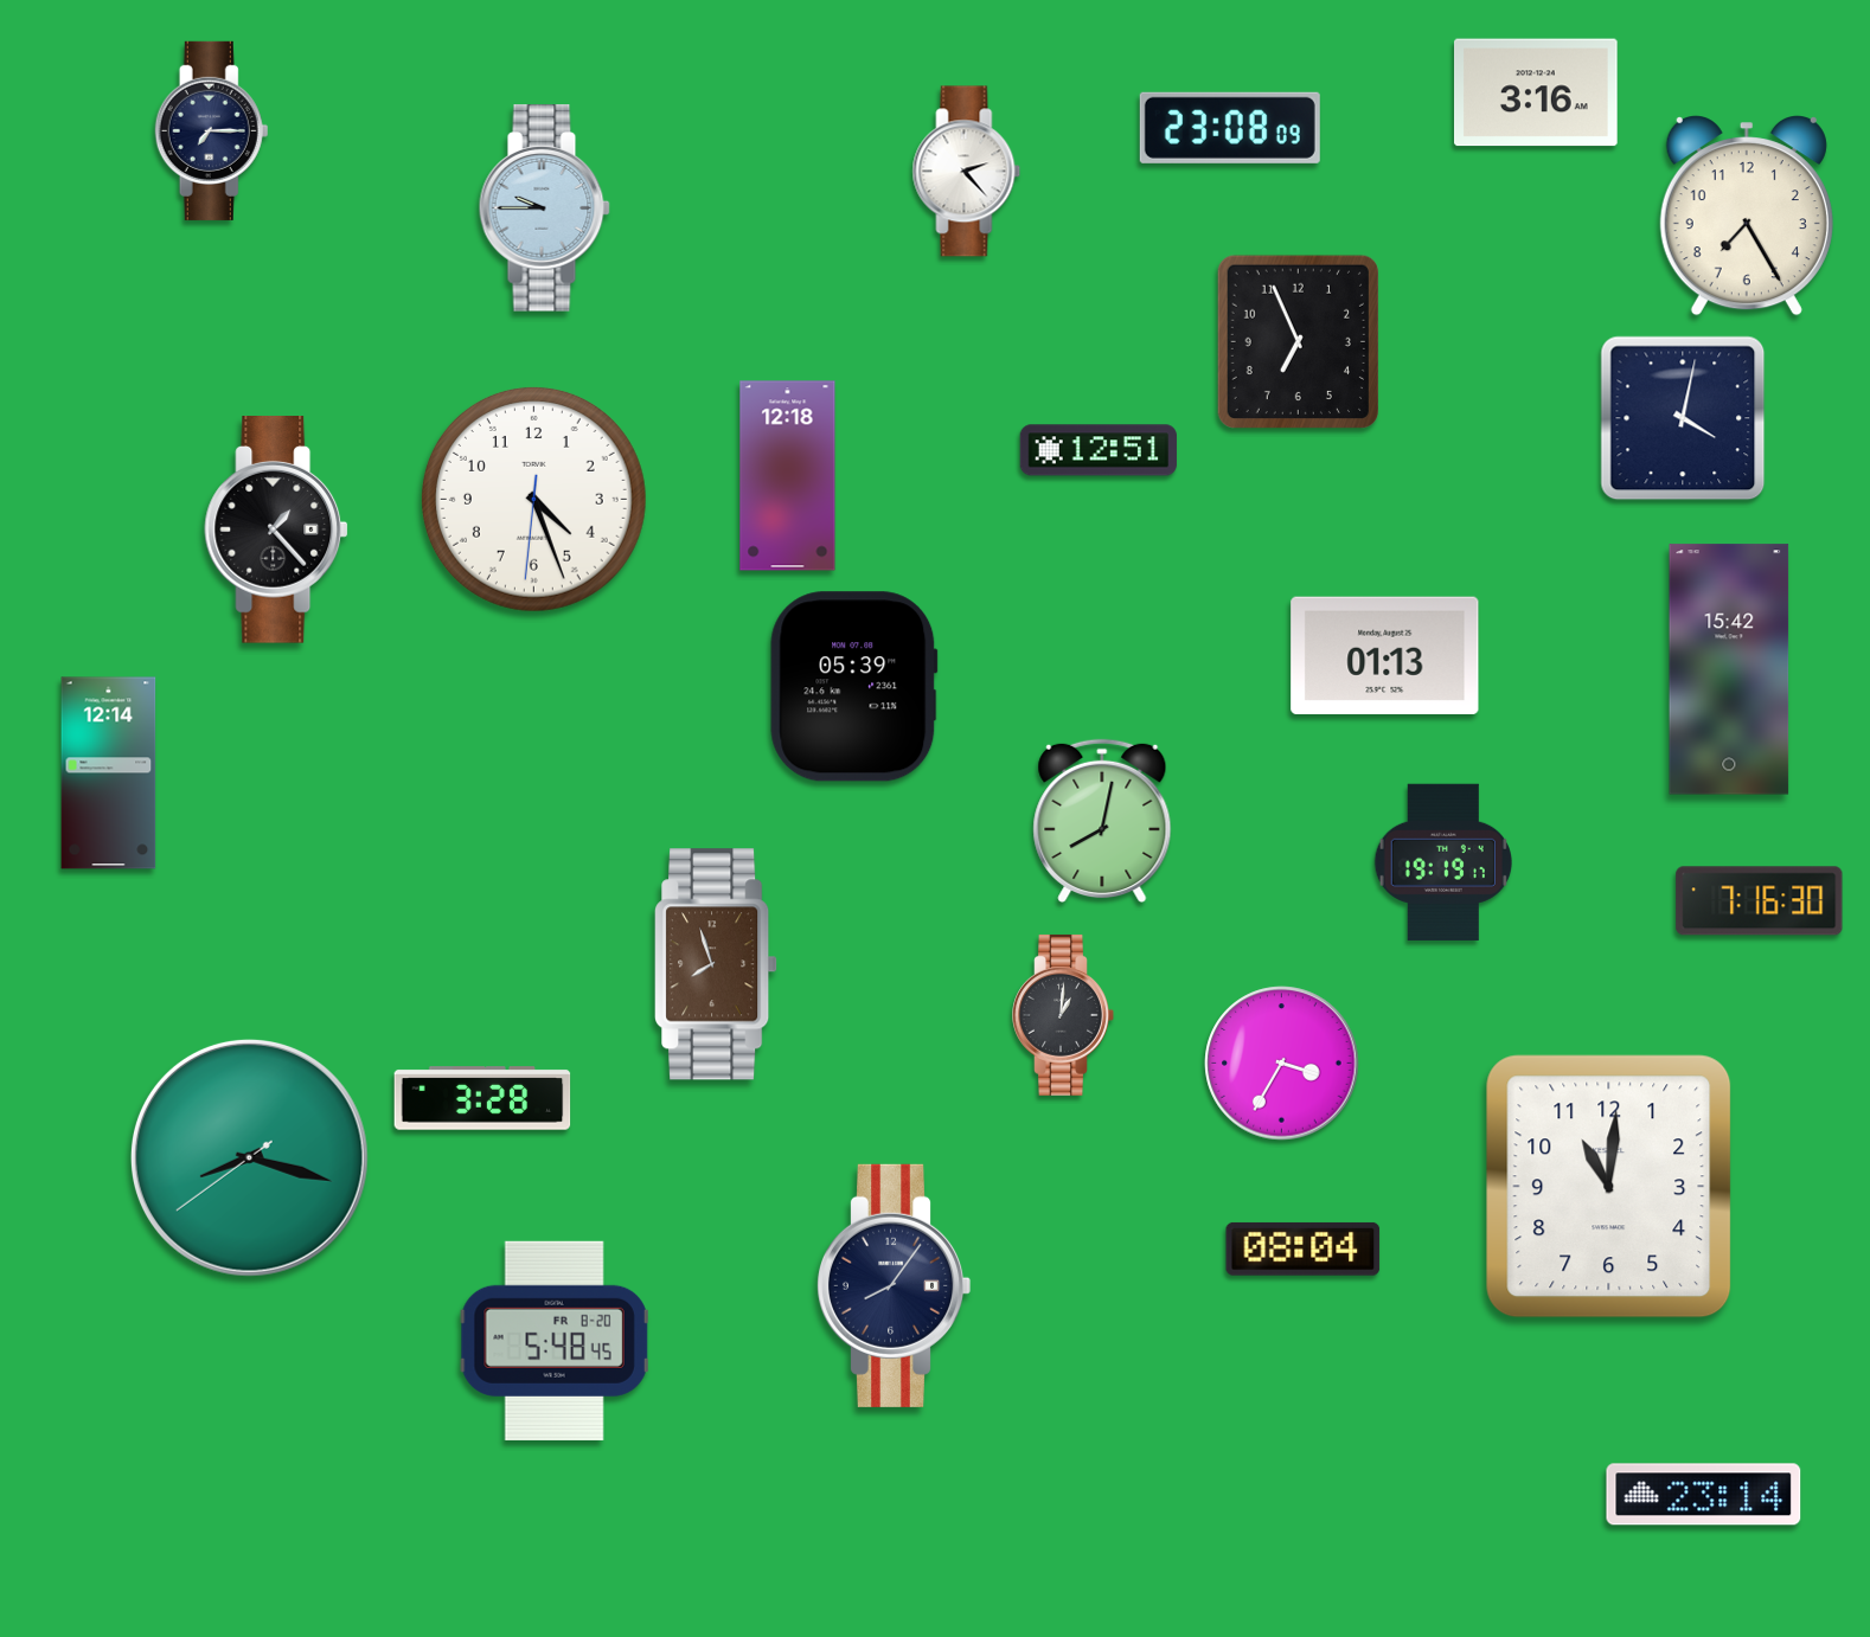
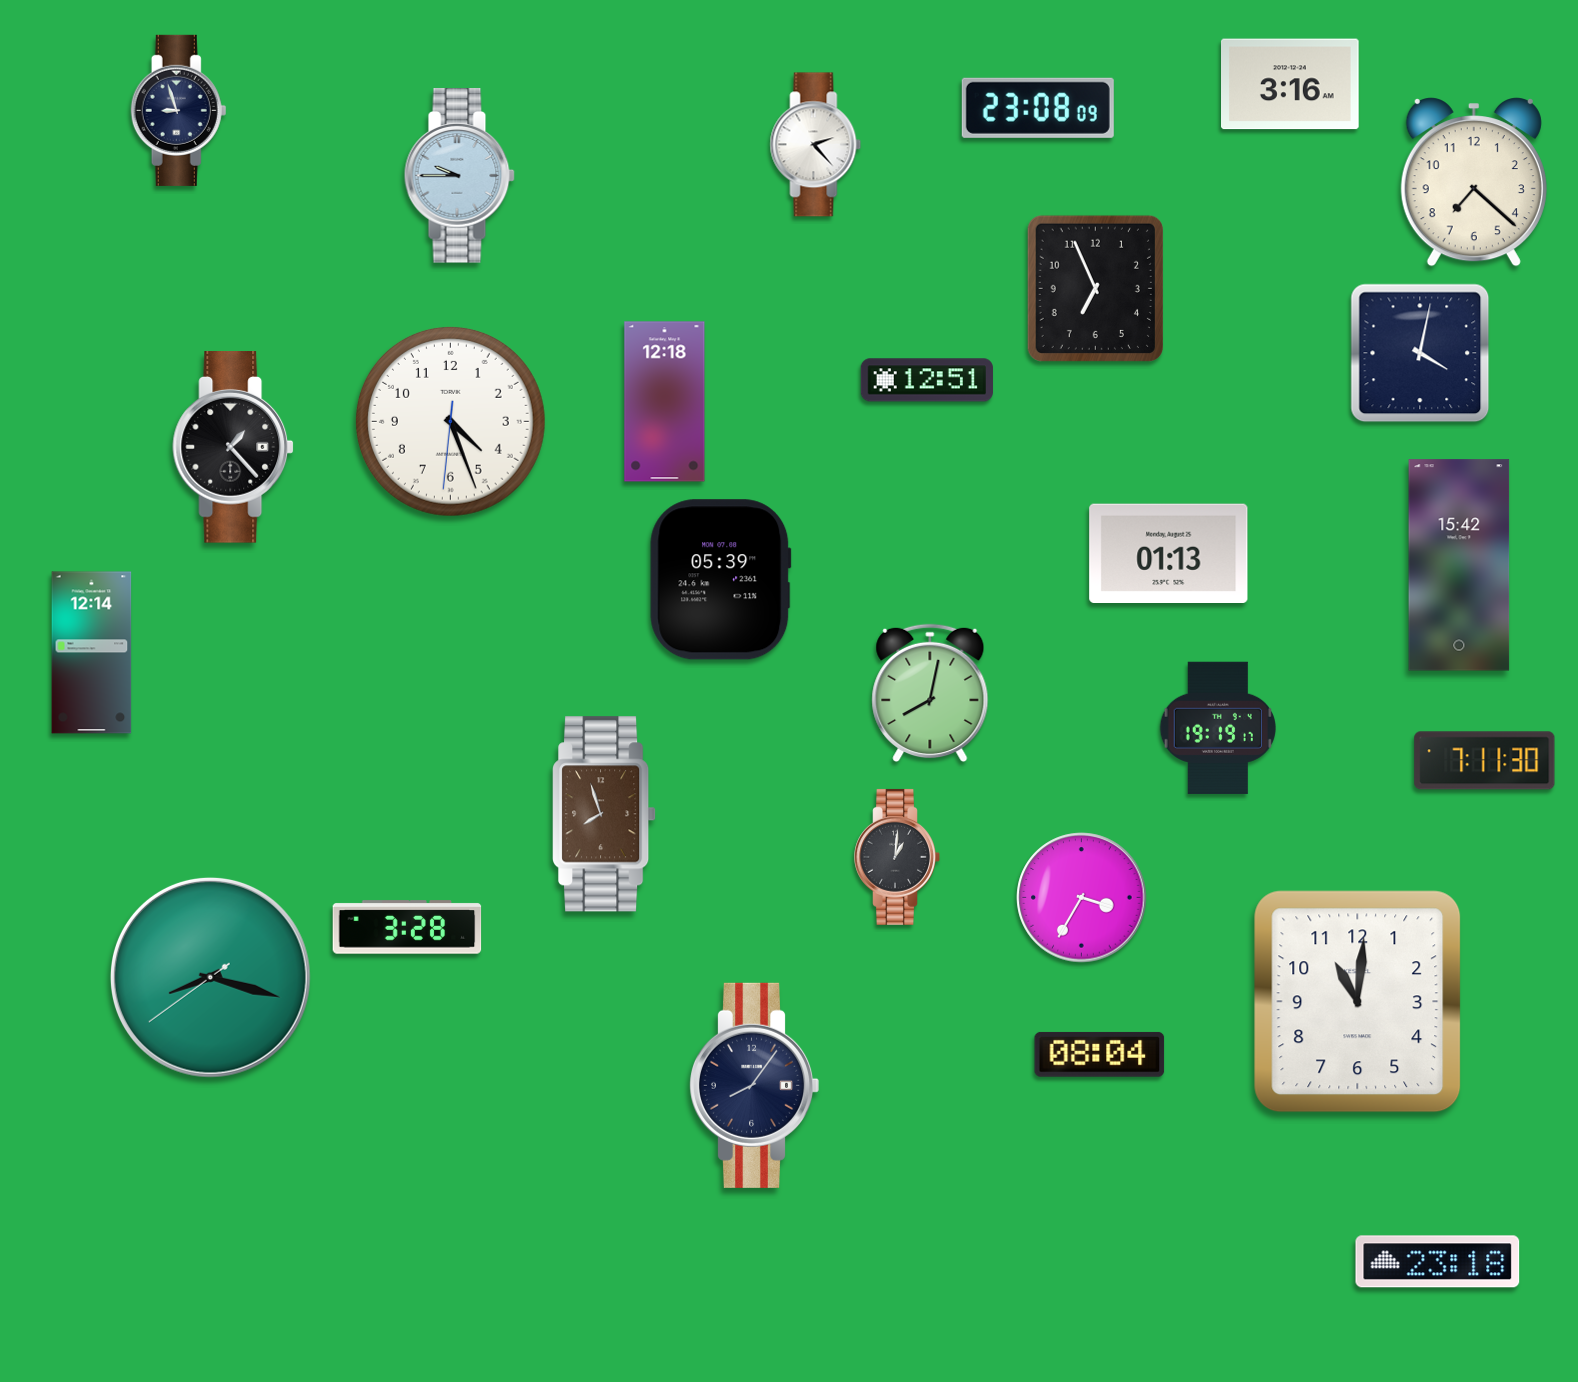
clock at (1537, 92) position: (1537, 92) -> (1291, 84)
clock at (212, 130): 7:15 -> 8:57
clock at (1747, 217): 7:25 -> 7:22
clock at (1760, 901): 7:16 -> 7:11
clock at (555, 1341): 5:48 -> none
clock at (1704, 1495): 23:14 -> 23:18
